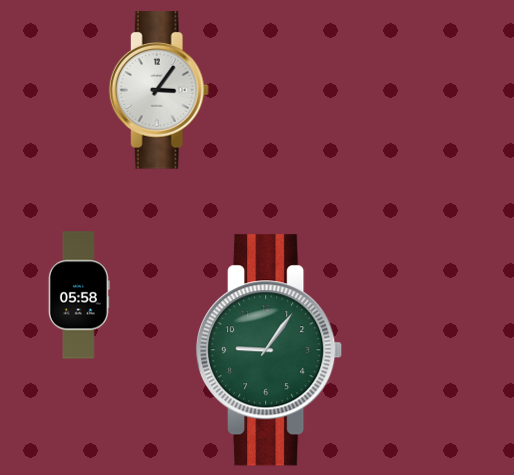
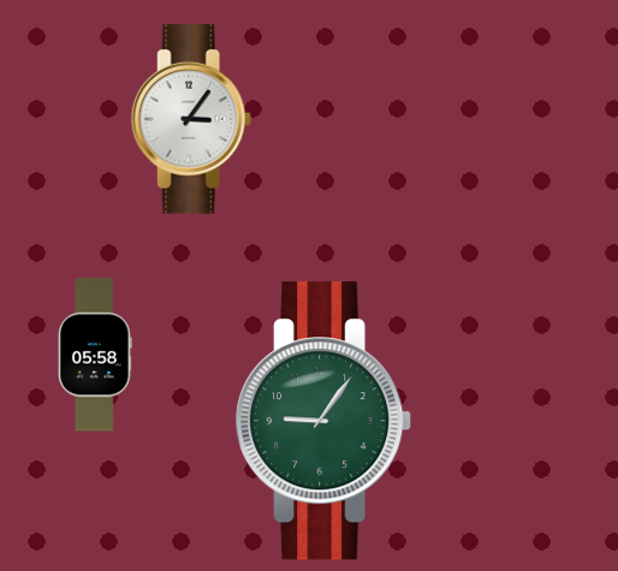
clock at (159, 90) position: (159, 90) -> (191, 119)
